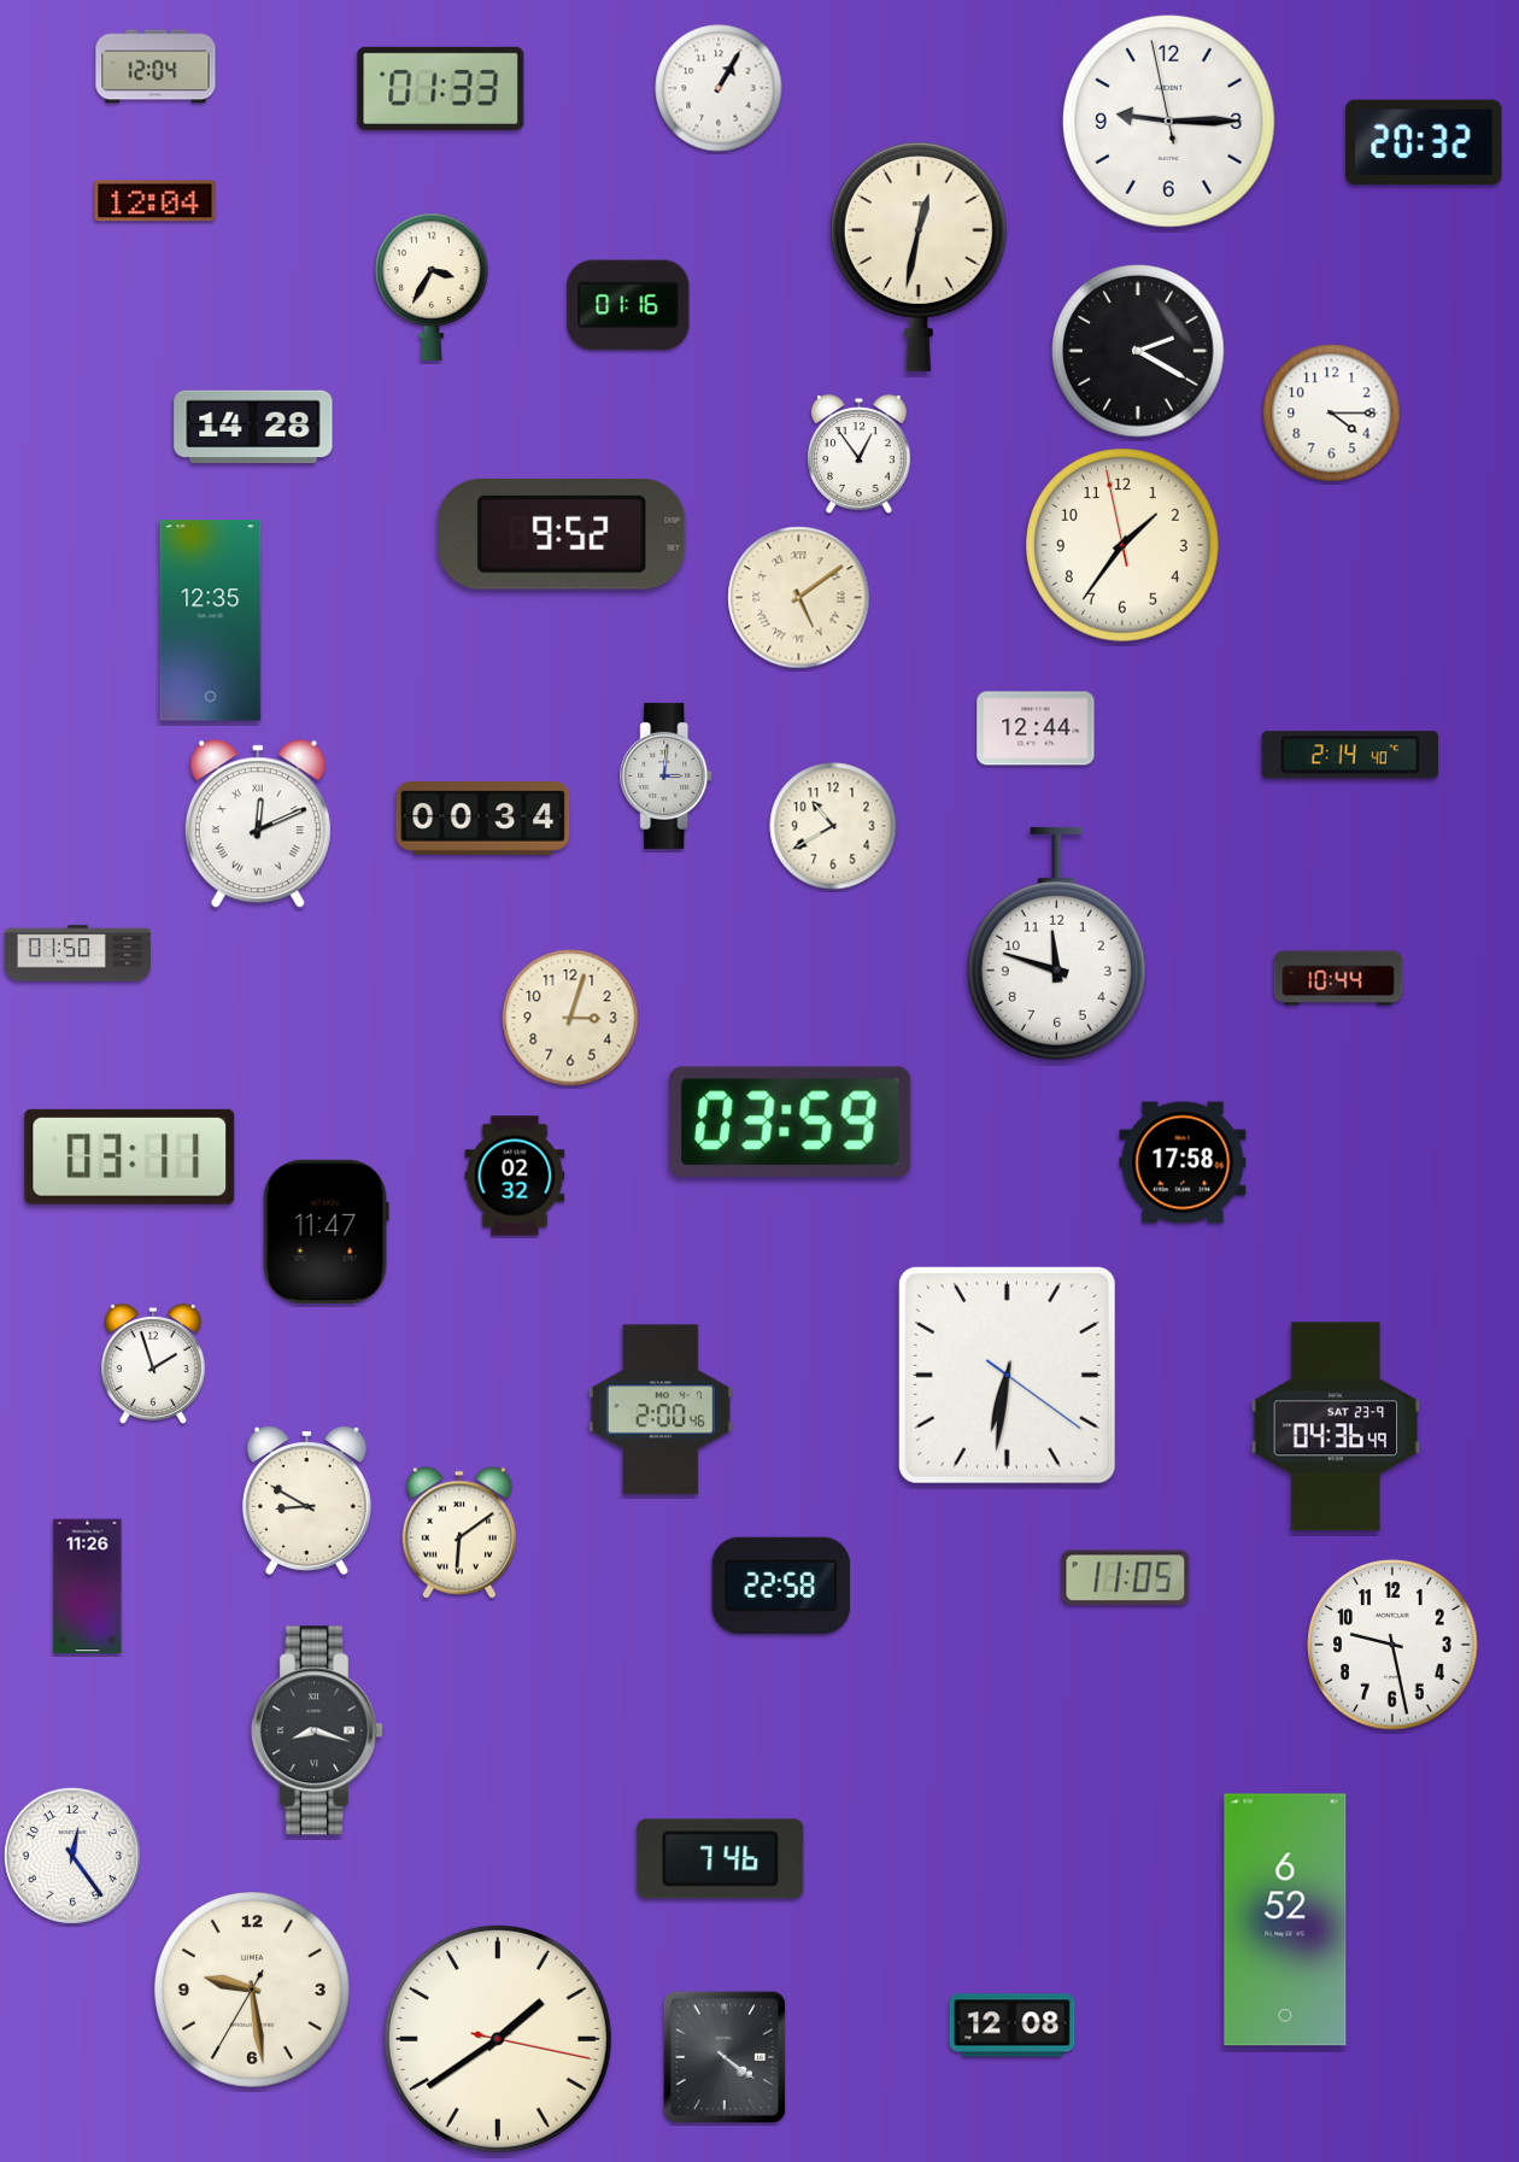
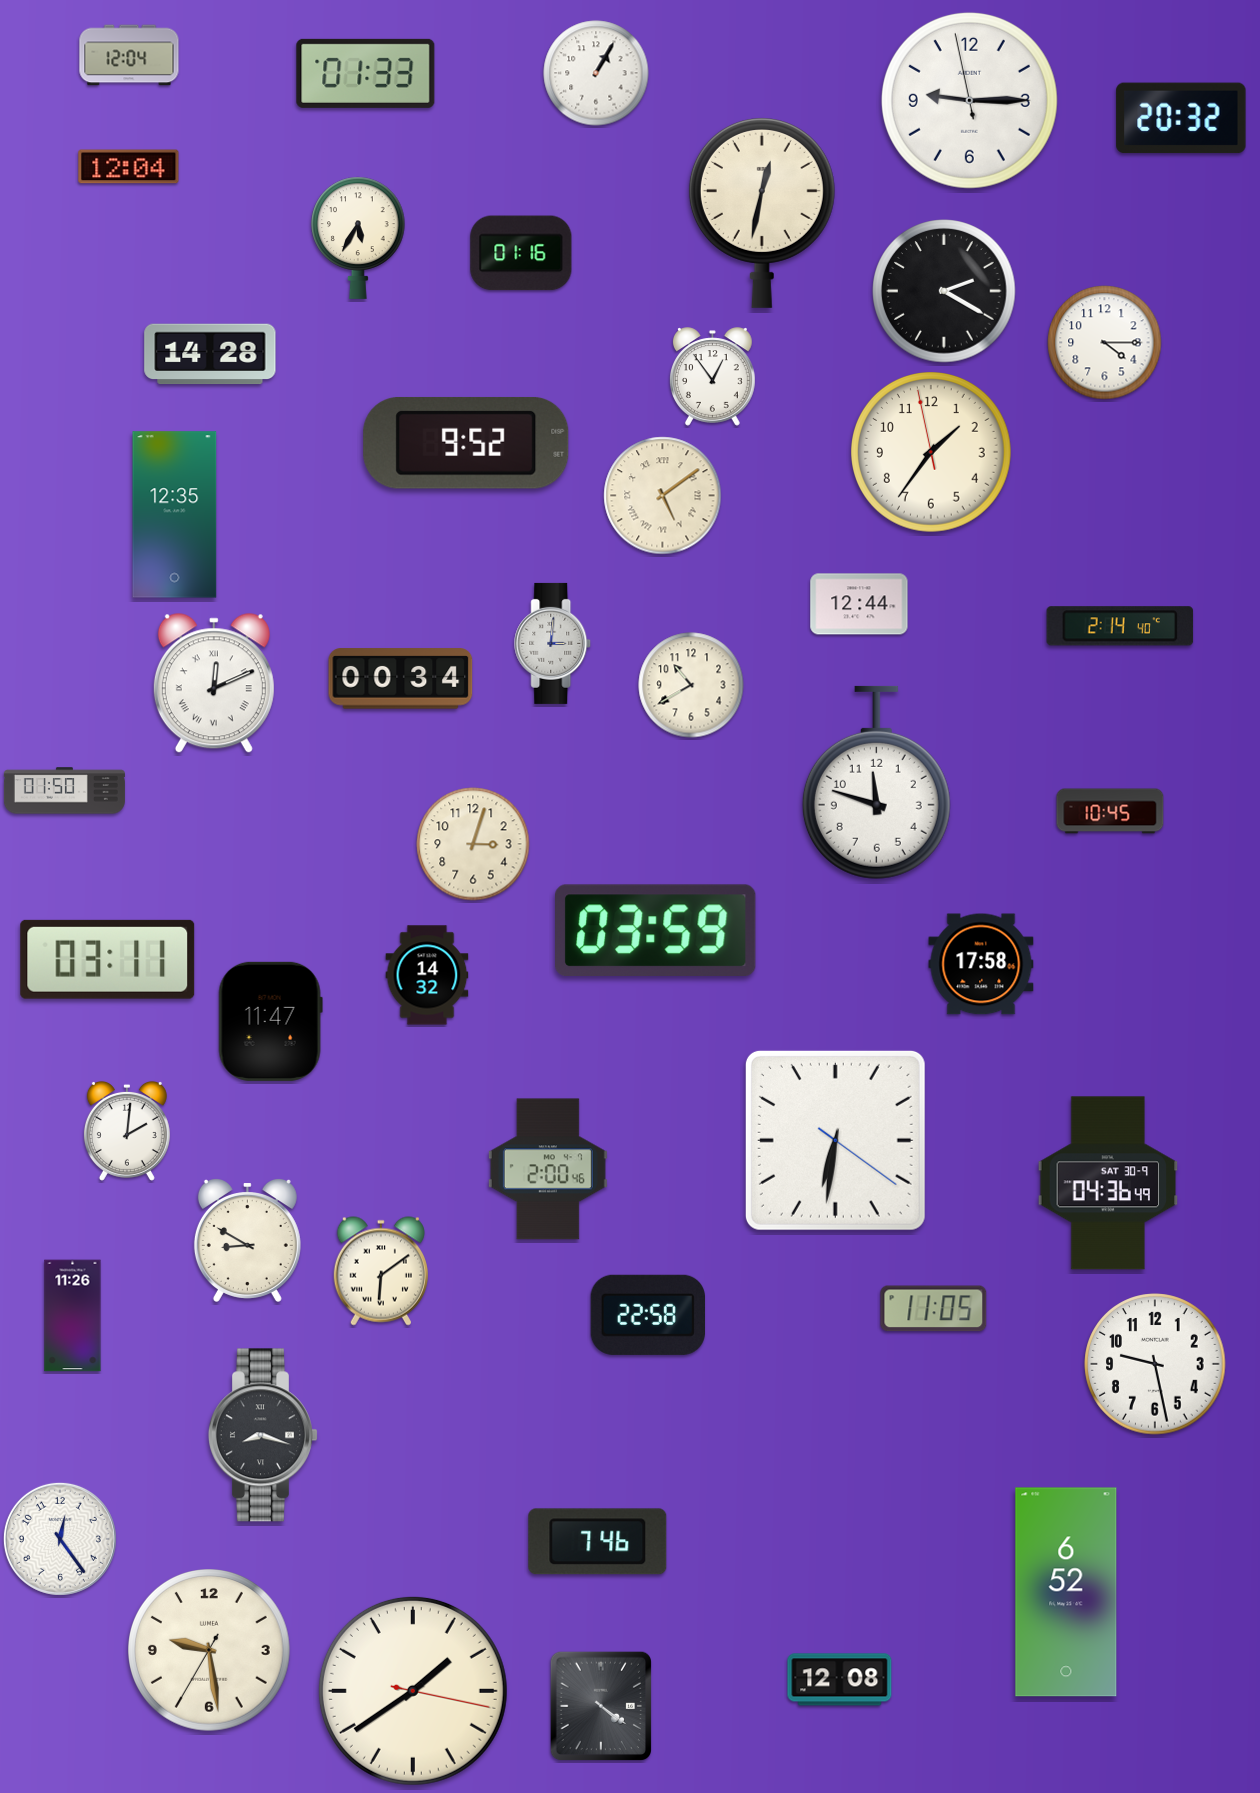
clock at (432, 287): 3:35 -> 5:35
clock at (1338, 978): 10:44 -> 10:45
clock at (515, 1176): 02:32 -> 14:32
clock at (153, 1364): 1:57 -> 2:01
clock at (1336, 1426) date: SAT 23-9 -> SAT 30-9
clock at (306, 1501) position: (306, 1501) -> (247, 1241)
